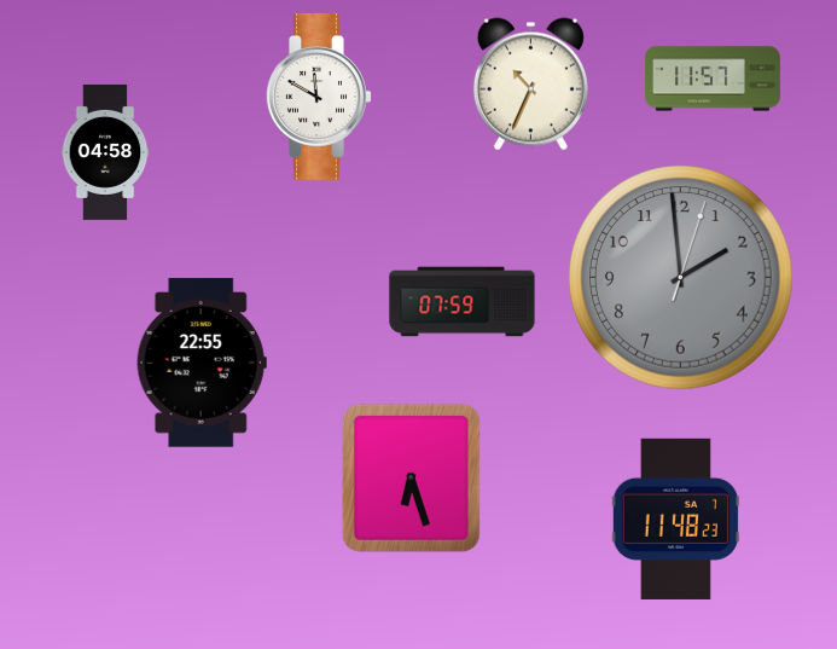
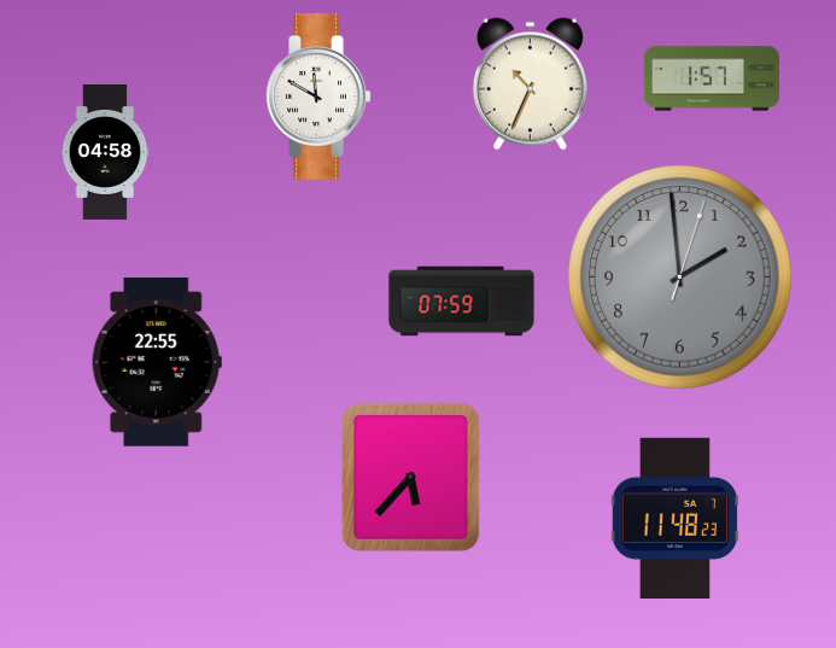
clock at (713, 79): 11:57 -> 1:57
clock at (202, 363) position: (202, 363) -> (157, 362)
clock at (411, 477): 6:27 -> 5:37
